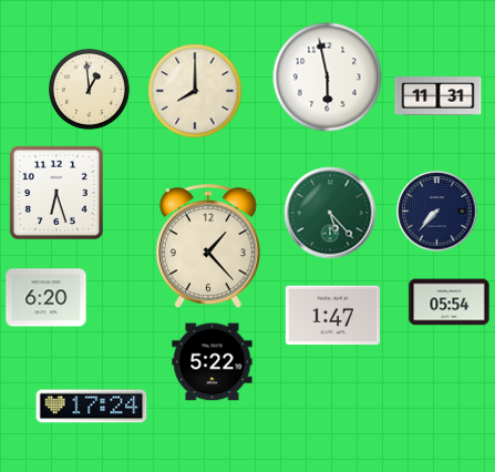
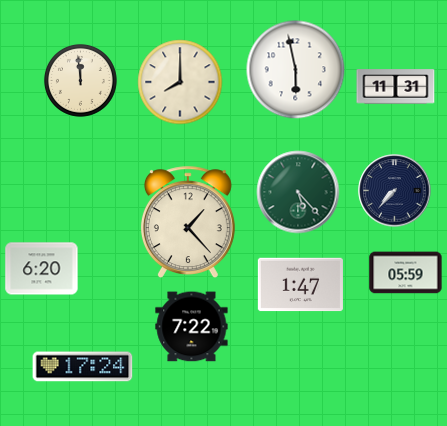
clock at (89, 89): 12:59 -> 11:59
clock at (195, 91) position: (195, 91) -> (180, 82)
clock at (56, 193): 6:27 -> none
clock at (450, 302): 05:54 -> 05:59
clock at (213, 362): 5:22 -> 7:22
